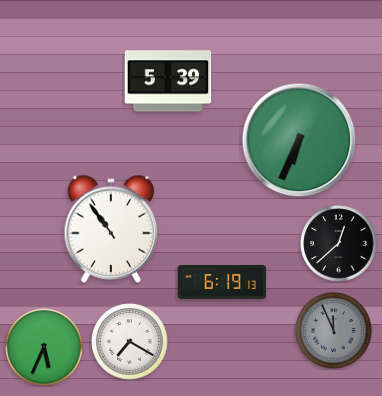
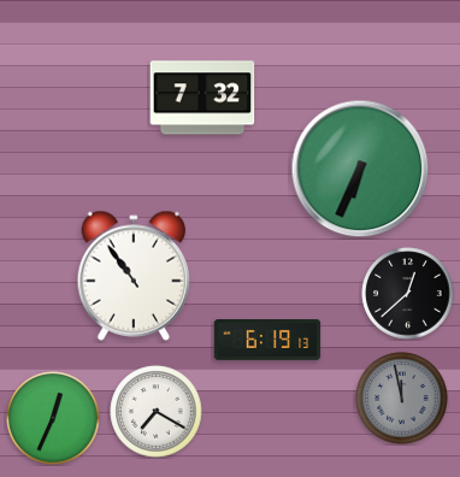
clock at (168, 81): 5:39 -> 7:32
clock at (334, 331): 11:56 -> 11:58
clock at (44, 347): 5:34 -> 12:34
